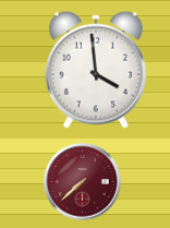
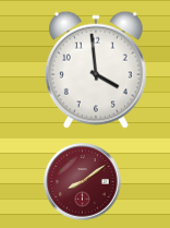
clock at (83, 182): 7:38 -> 8:09
